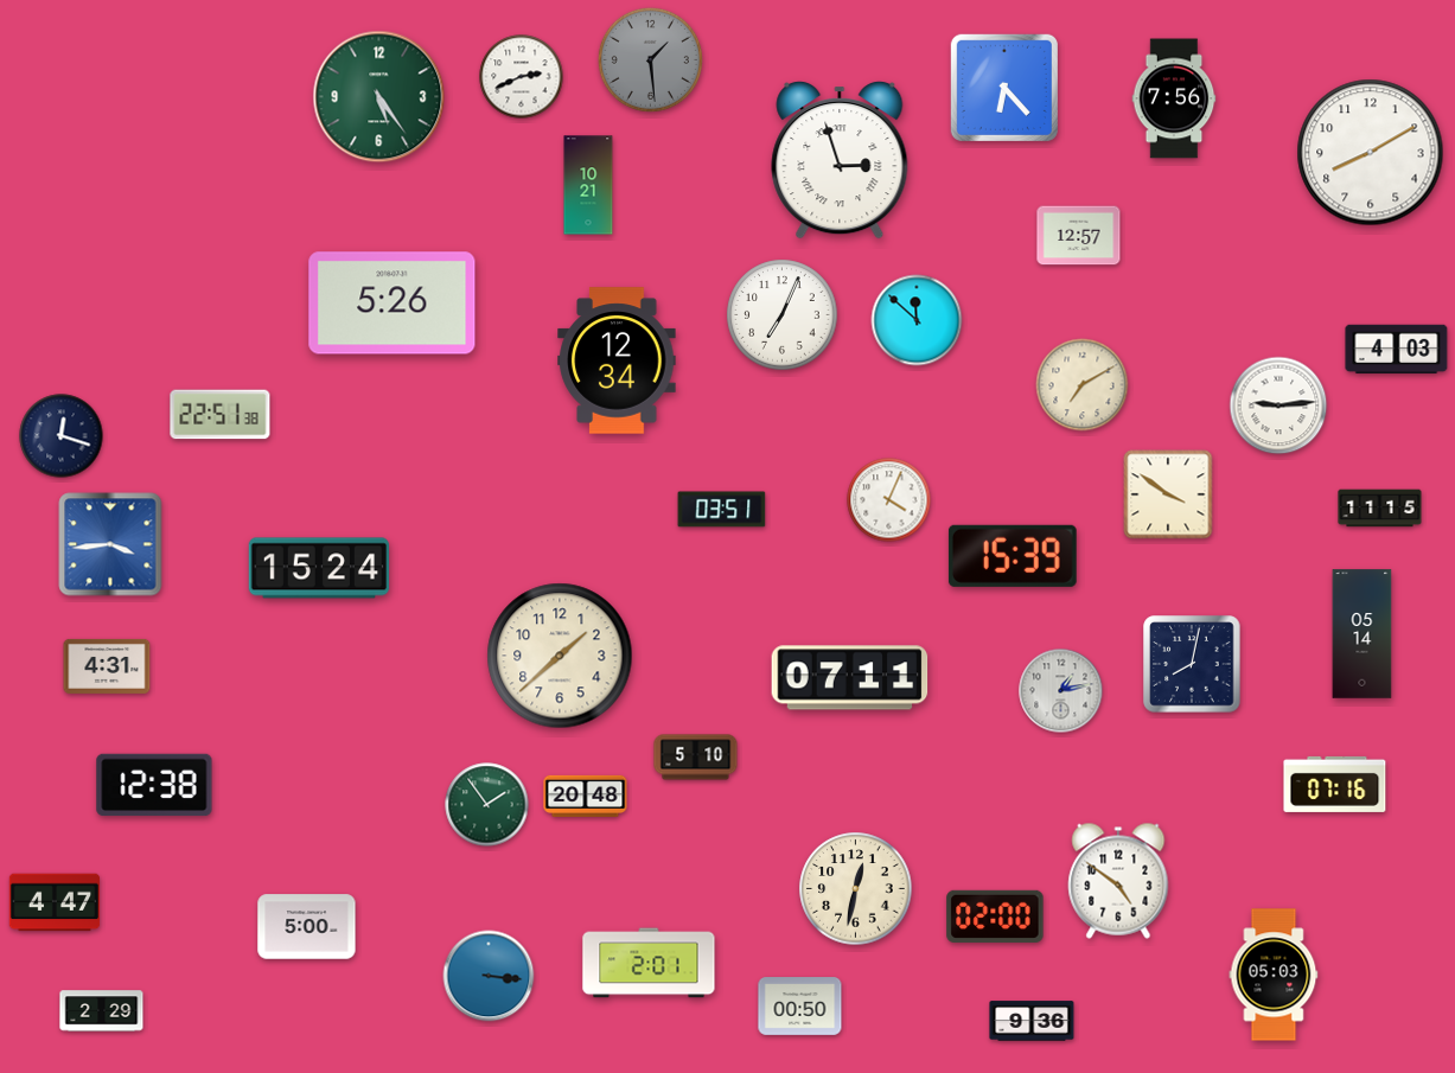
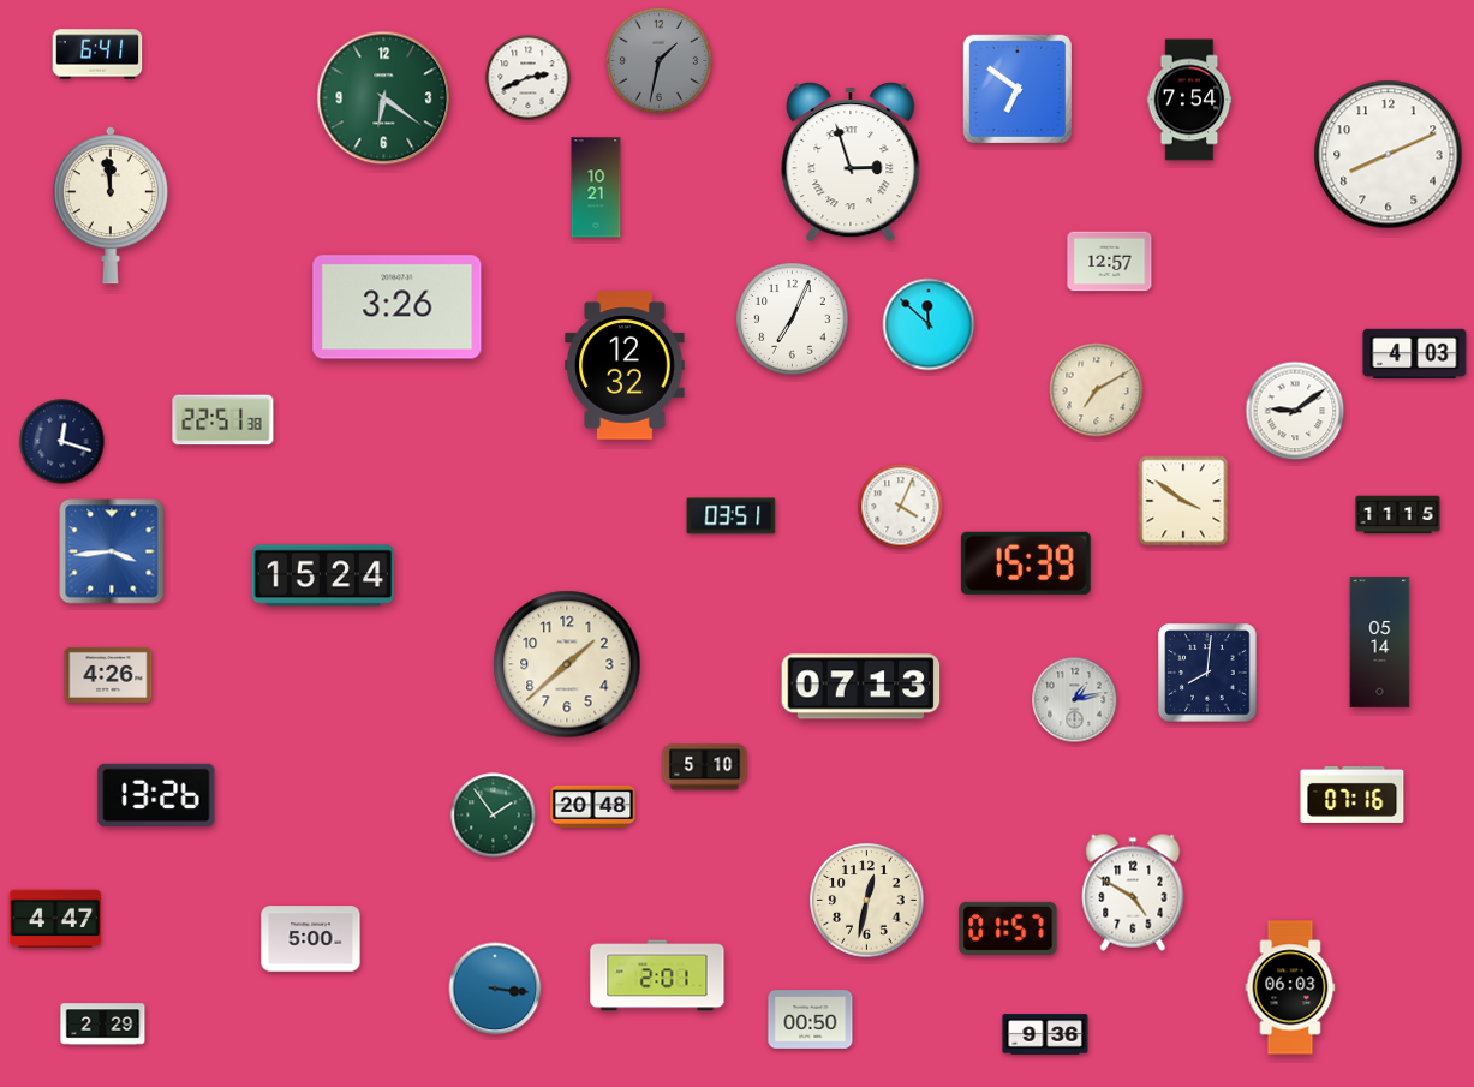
clock at (97, 54): none -> 6:41
clock at (650, 59): 1:29 -> 1:32
clock at (1004, 88): 6:23 -> 6:51
clock at (379, 97): 5:24 -> 6:21
clock at (1174, 98): 7:56 -> 7:54
clock at (1371, 153): 8:10 -> 8:11
clock at (111, 205): none -> 11:59
clock at (1079, 236) position: (1079, 236) -> (1110, 262)
clock at (393, 304): 5:26 -> 3:26
clock at (617, 360): 12:34 -> 12:32
clock at (1278, 405): 9:14 -> 9:09
clock at (1192, 664): 8:02 -> 8:01
clock at (107, 666): 4:31 -> 4:26
clock at (850, 678): 07:11 -> 07:13
clock at (154, 785): 12:38 -> 13:26
clock at (1118, 881): 4:51 -> 4:50
clock at (55, 902) position: (55, 902) -> (55, 919)
clock at (995, 916): 02:00 -> 01:57
clock at (1274, 975): 05:03 -> 06:03
